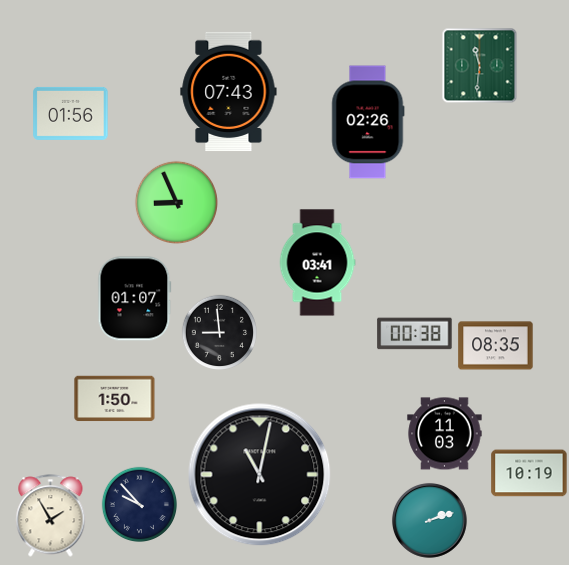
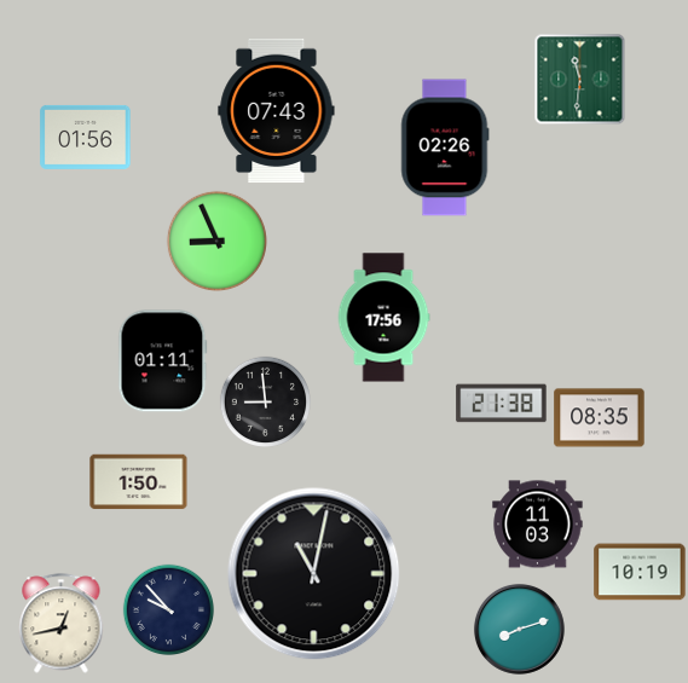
clock at (176, 202) position: (176, 202) -> (216, 241)
clock at (317, 263): 03:41 -> 17:56
clock at (135, 299): 01:07 -> 01:11
clock at (415, 334): 00:38 -> 21:38
clock at (51, 516): 1:55 -> 12:43
clock at (429, 520): 2:12 -> 8:12
